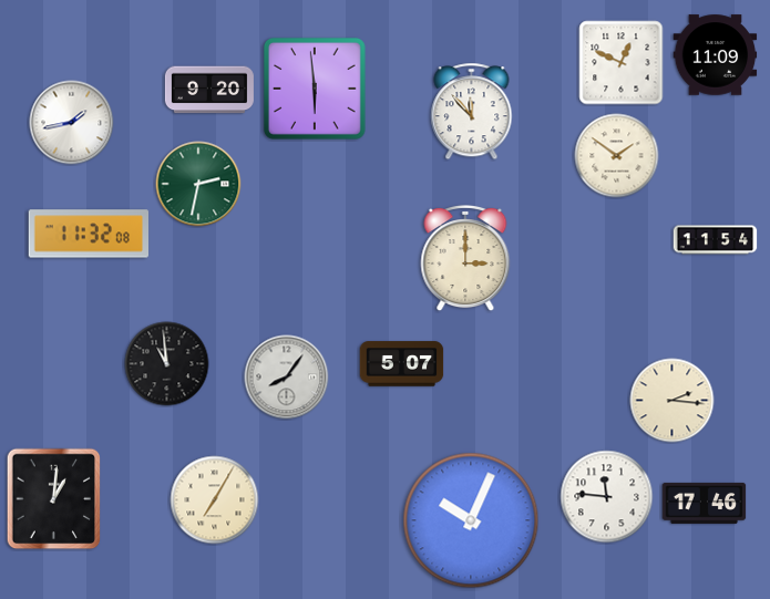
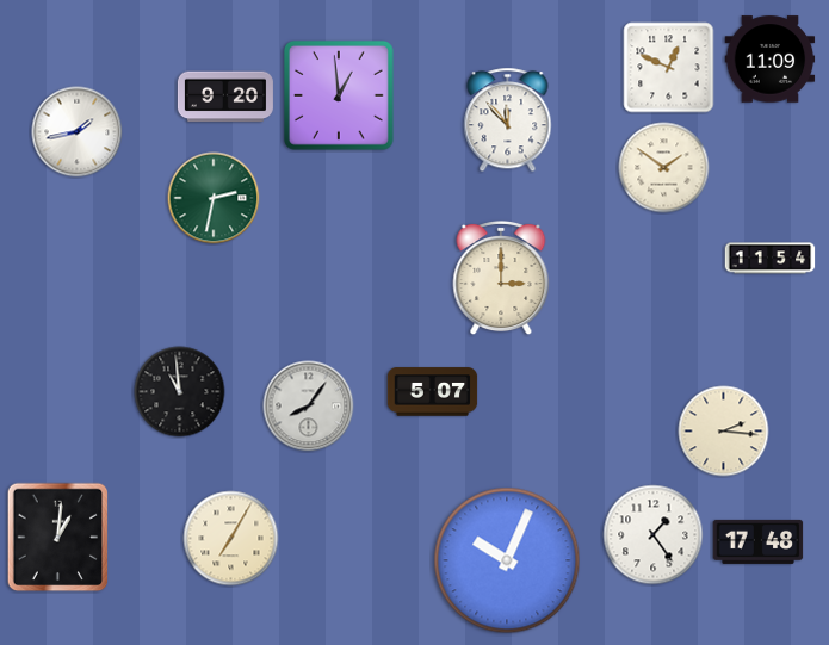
clock at (315, 89): 5:59 -> 12:59
clock at (88, 234): 11:32 -> none
clock at (607, 497): 11:46 -> 1:24
clock at (705, 503): 17:46 -> 17:48
